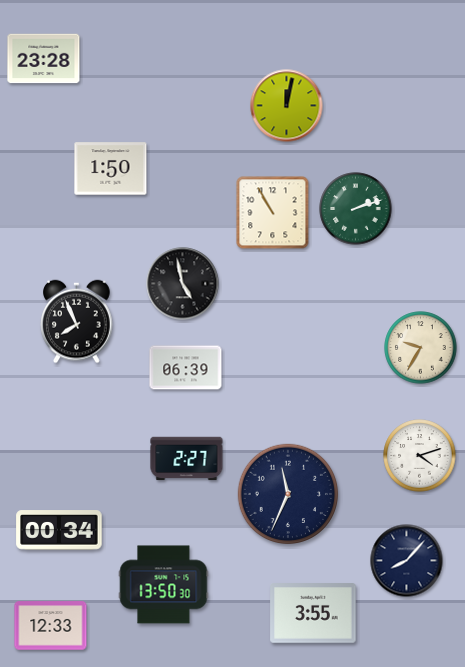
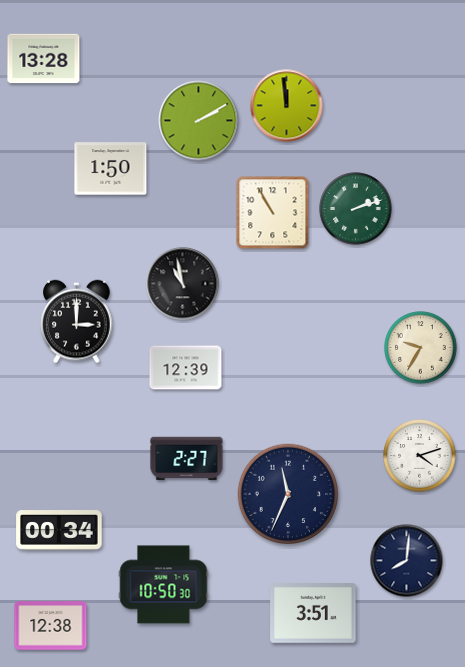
clock at (44, 59): 23:28 -> 13:28
clock at (287, 106): 12:02 -> 11:59
clock at (199, 121): none -> 2:10
clock at (183, 284): 4:58 -> 10:58
clock at (77, 322): 7:56 -> 3:00
clock at (186, 368): 06:39 -> 12:39
clock at (407, 561): 8:07 -> 8:01
clock at (164, 585): 13:50 -> 10:50
clock at (313, 613): 3:55 -> 3:51
clock at (51, 626): 12:33 -> 12:38
